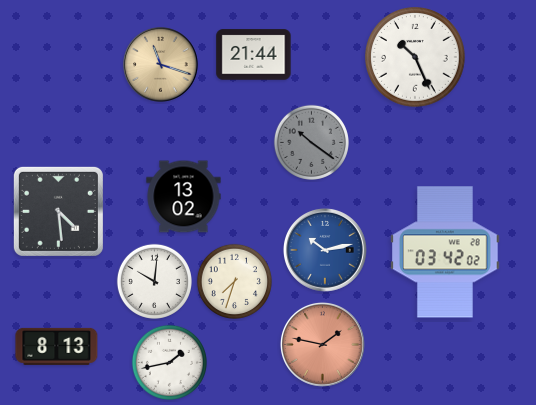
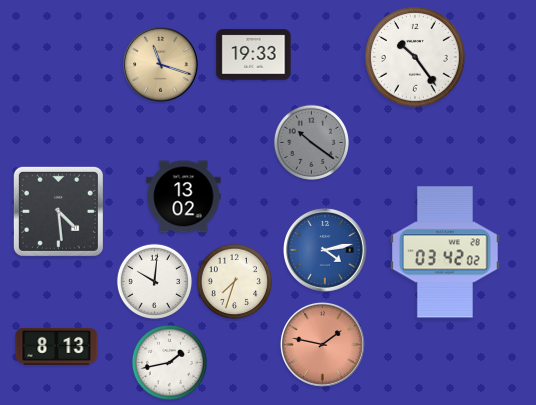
clock at (254, 55): 21:44 -> 19:33
clock at (416, 58): 10:26 -> 10:24
clock at (325, 250): 10:13 -> 4:13
